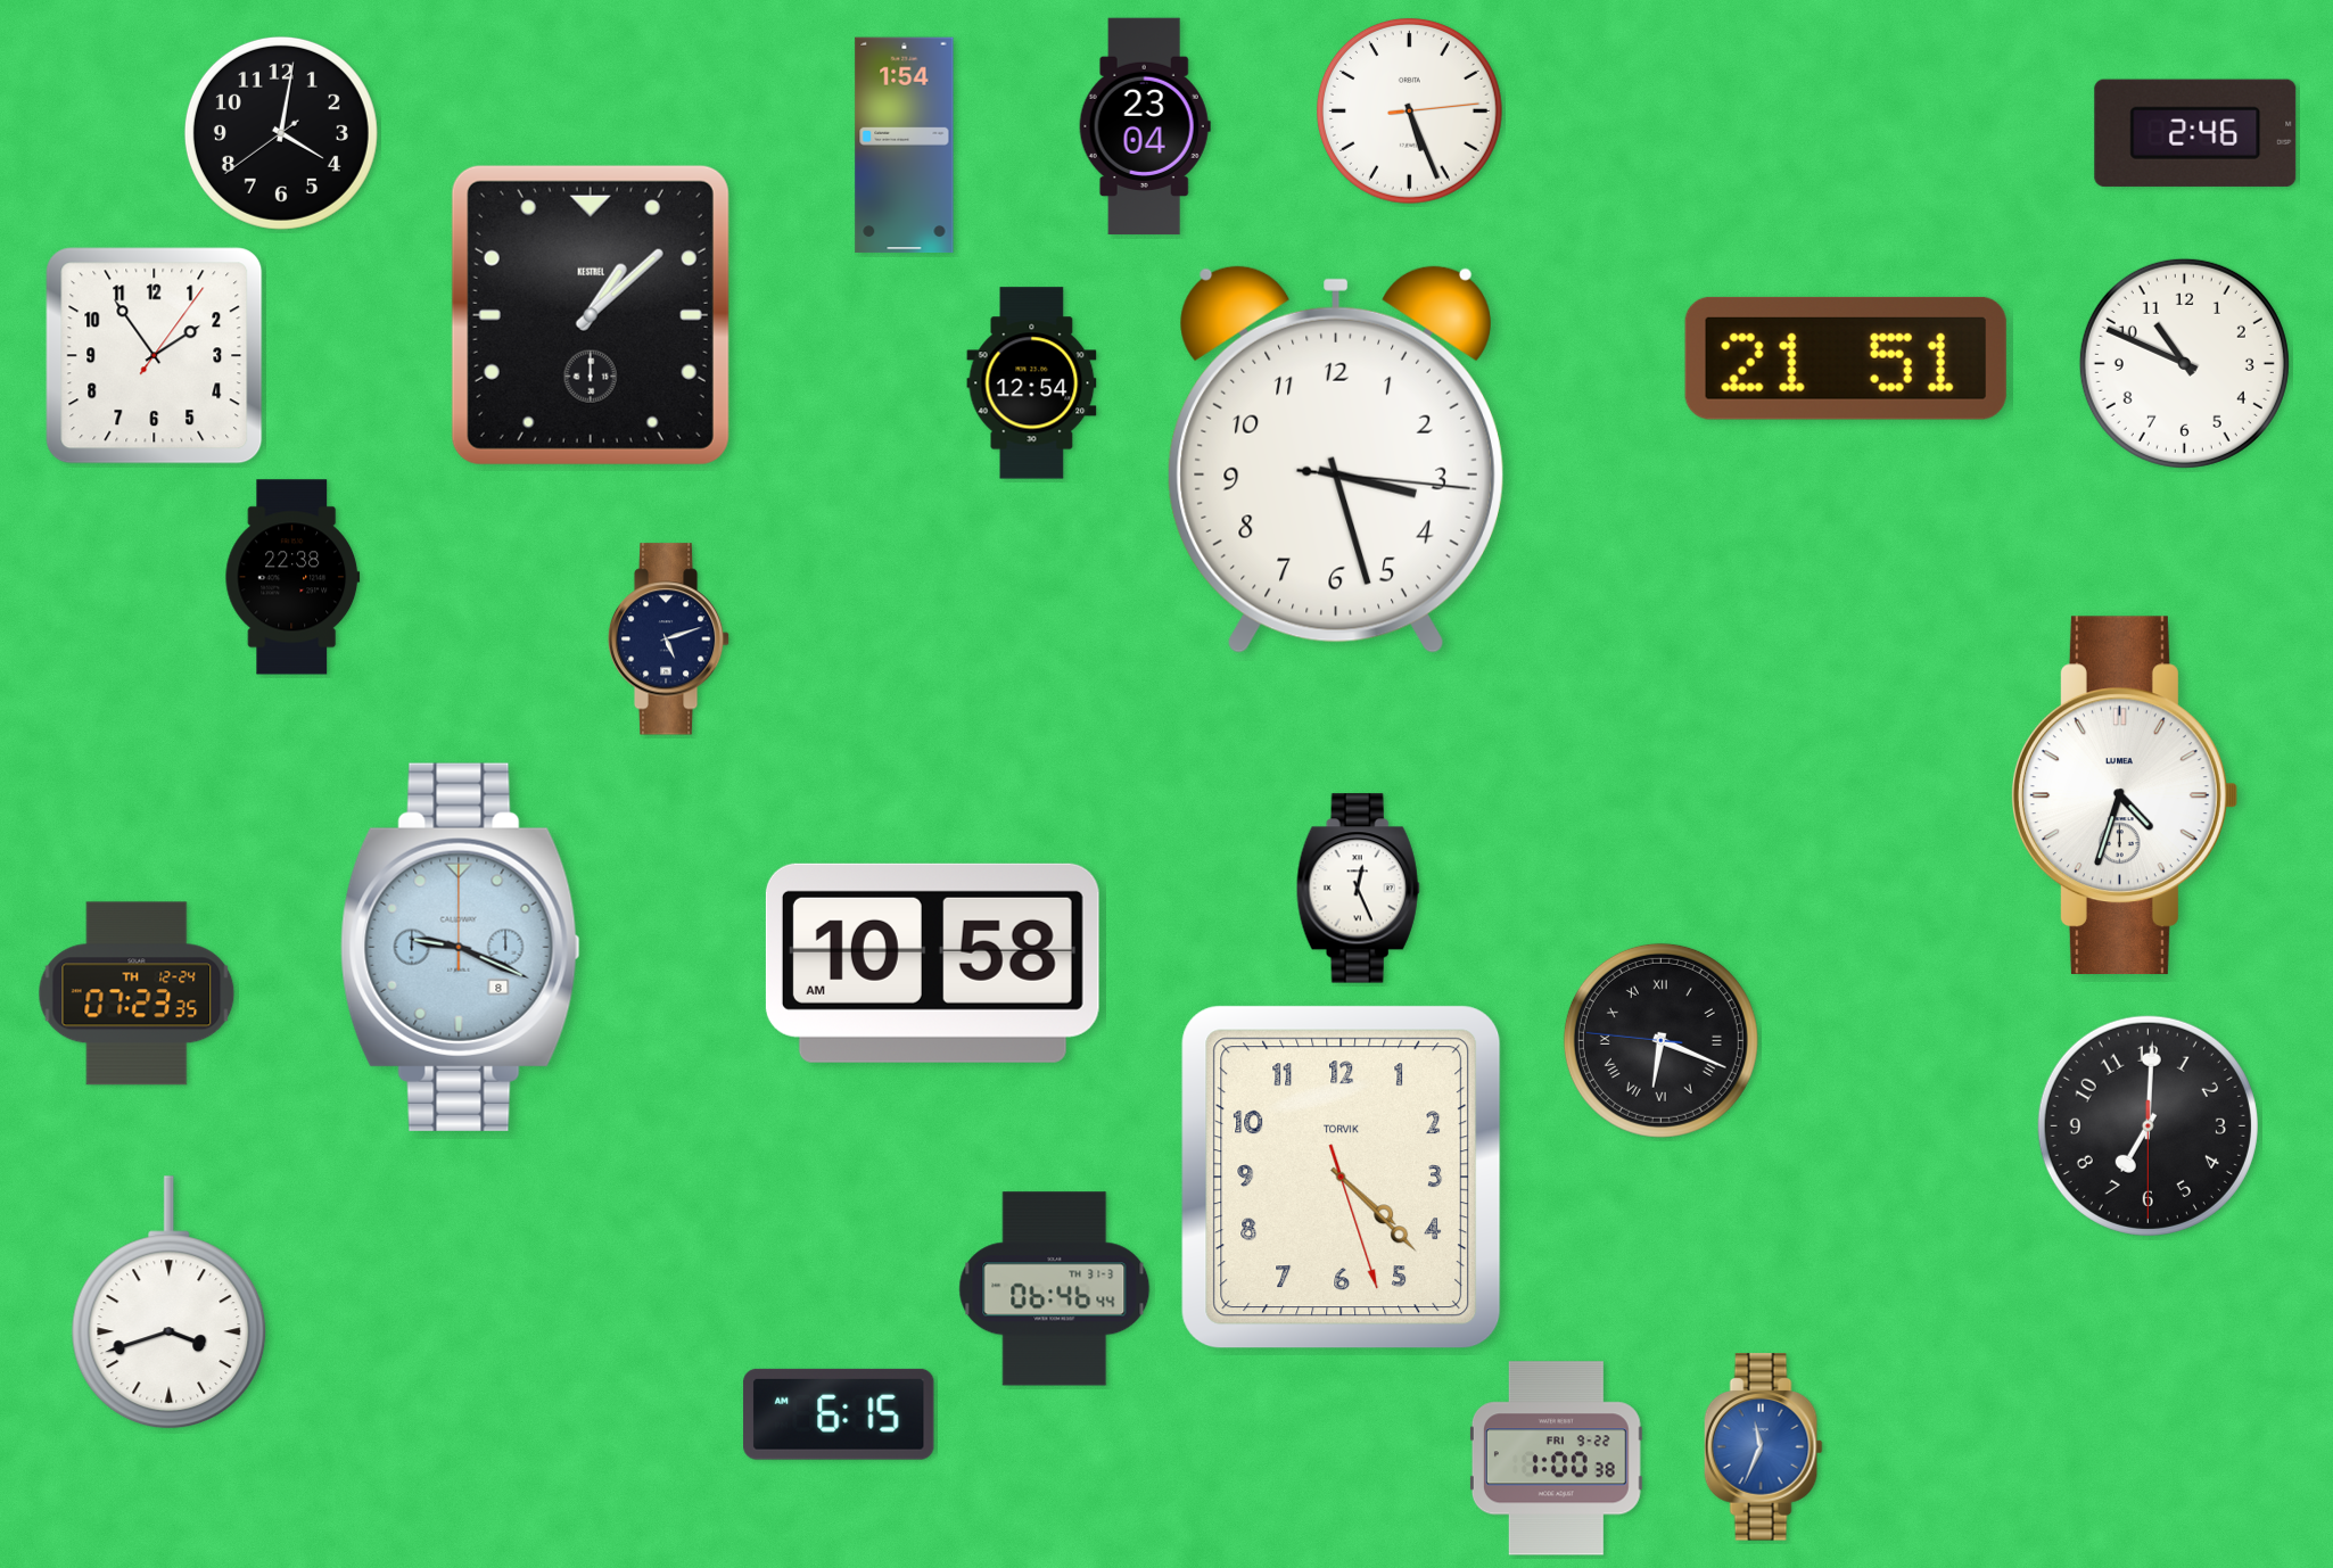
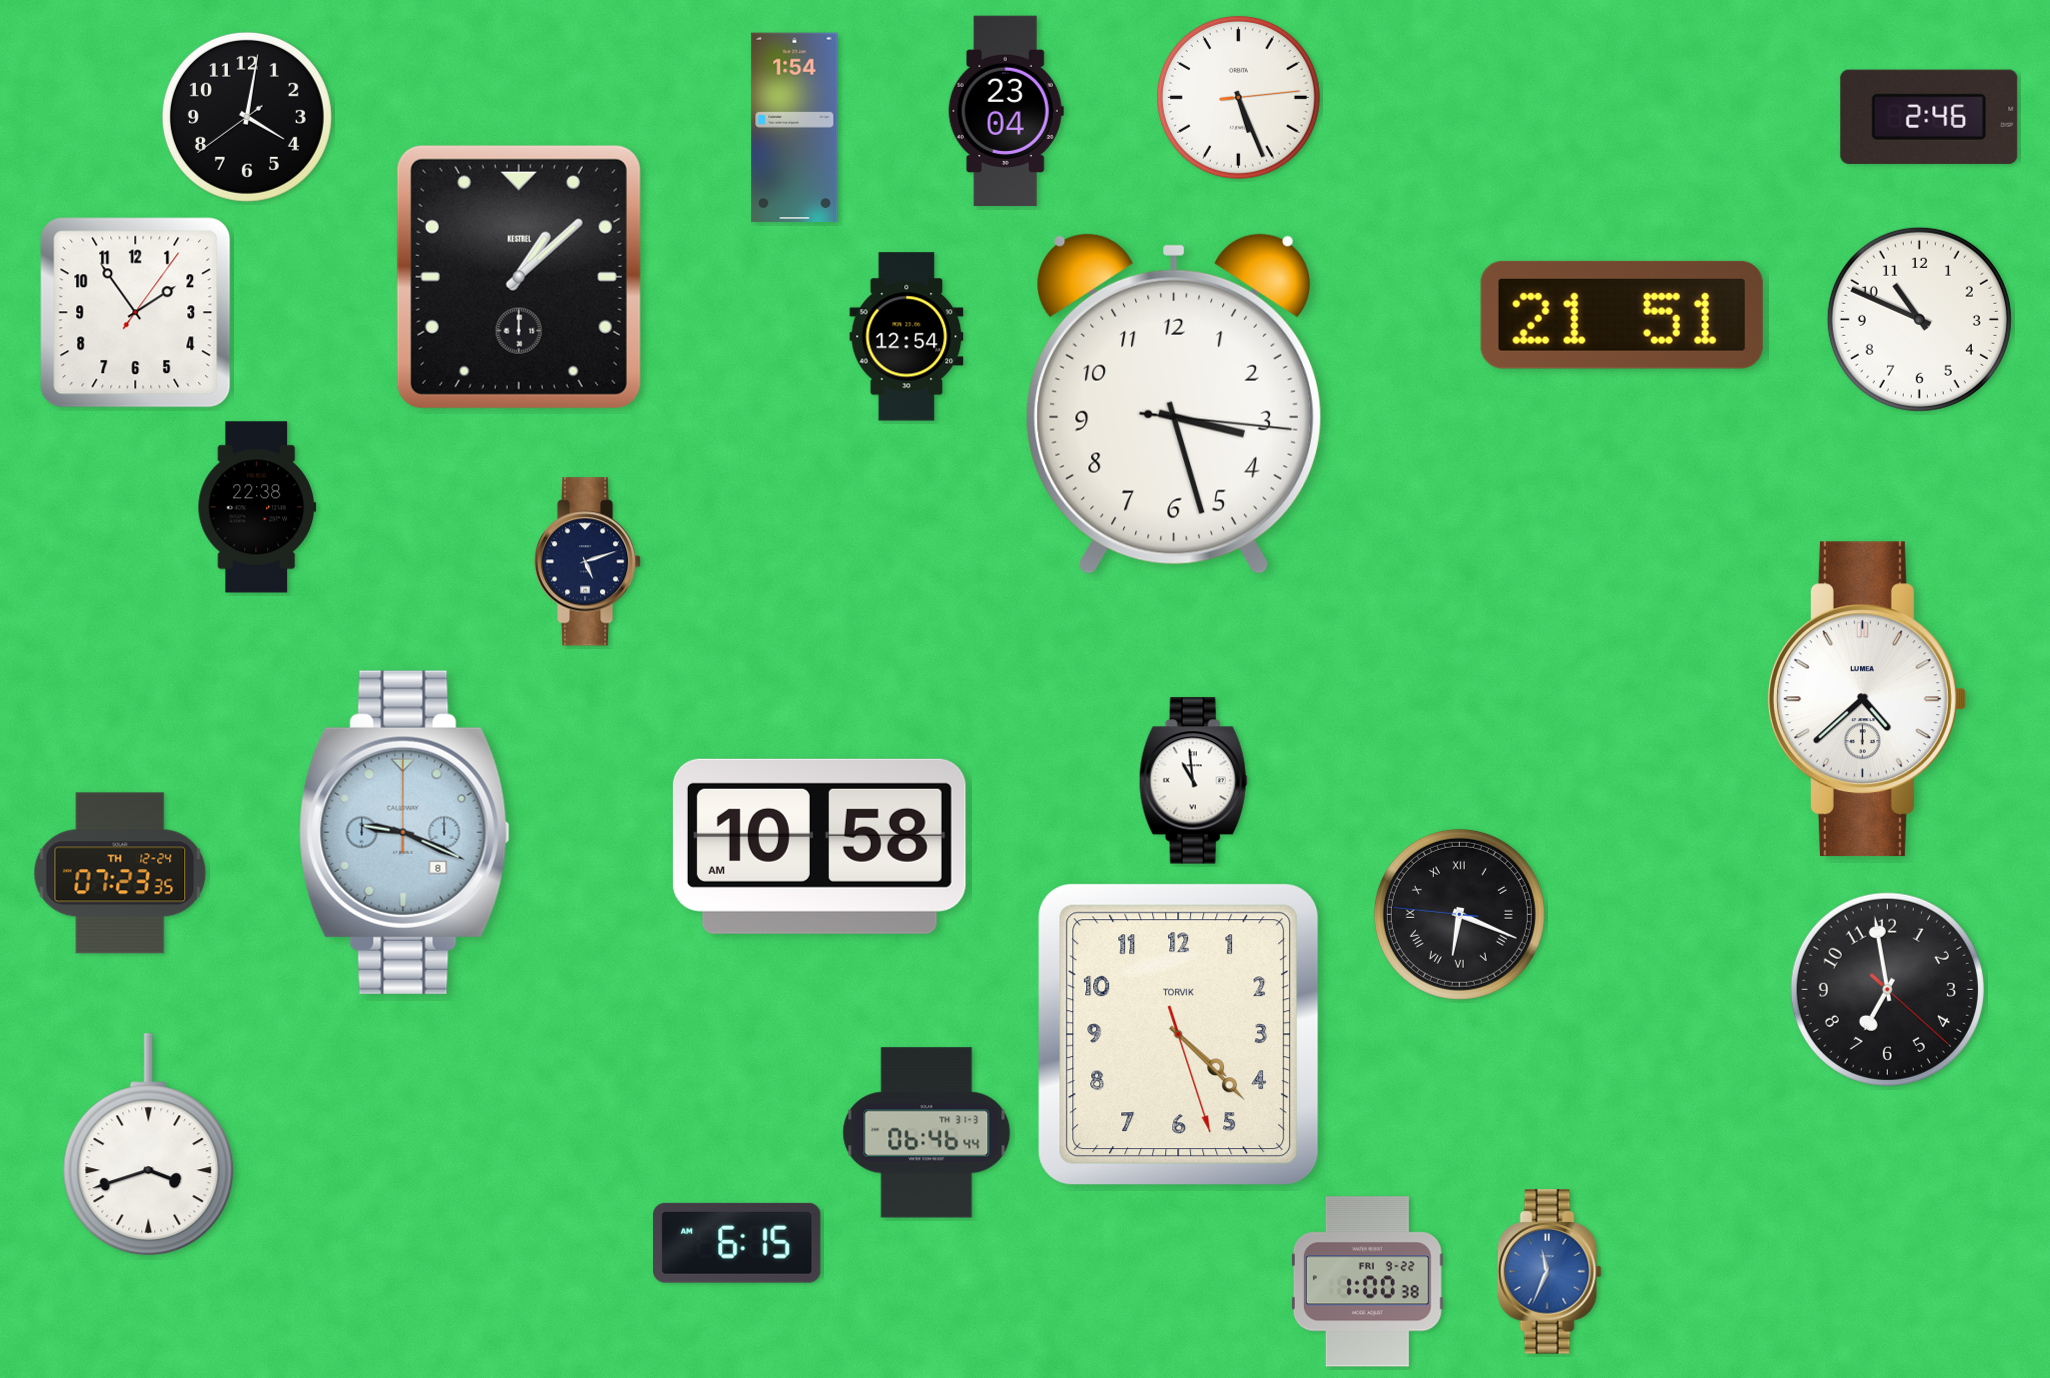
clock at (2125, 795): 4:33 -> 4:38
clock at (1358, 889): 12:26 -> 10:59
clock at (2147, 1125): 7:00 -> 6:58
